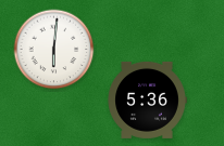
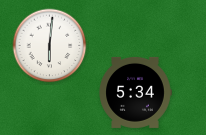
clock at (147, 99): 5:36 -> 5:34
